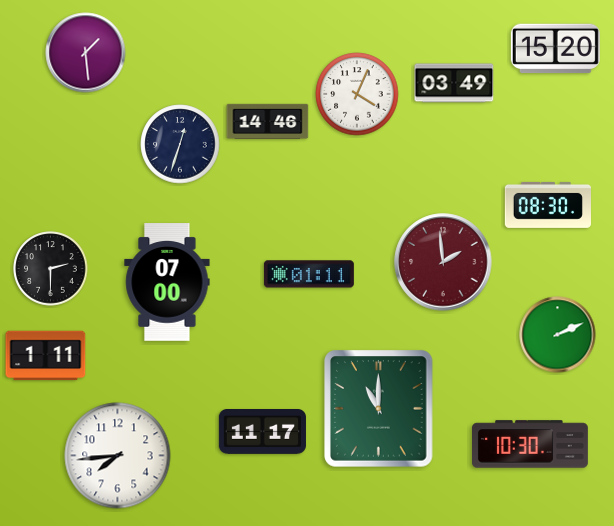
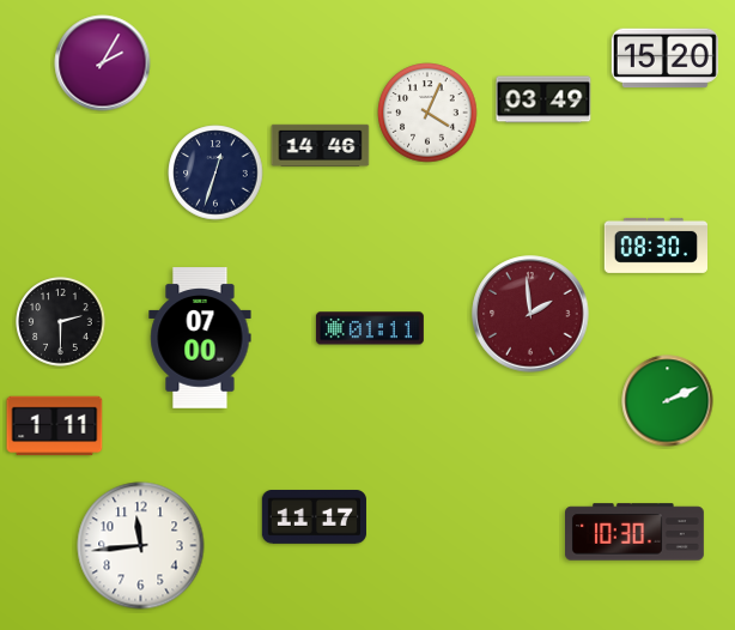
clock at (86, 53): 1:29 -> 2:05
clock at (379, 409): 11:00 -> none
clock at (118, 456): 7:44 -> 11:44
